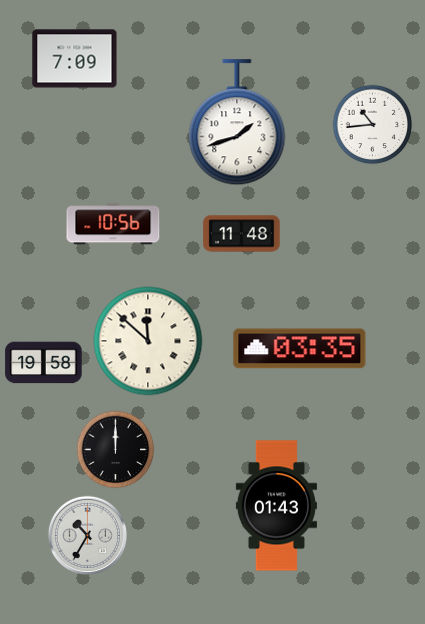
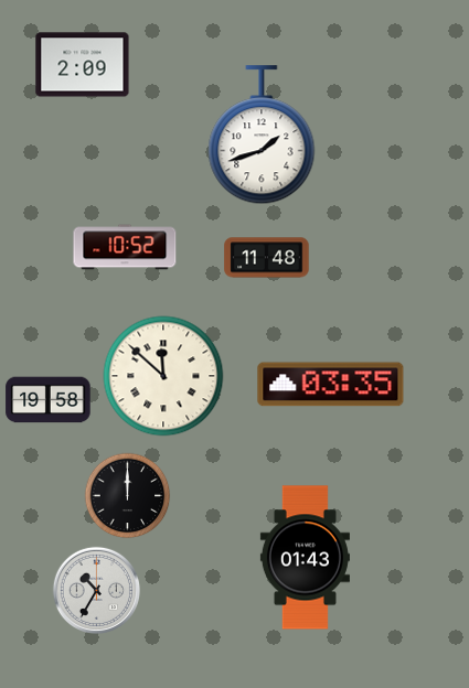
clock at (75, 59): 7:09 -> 2:09
clock at (372, 124): 10:44 -> none
clock at (113, 224): 10:56 -> 10:52
